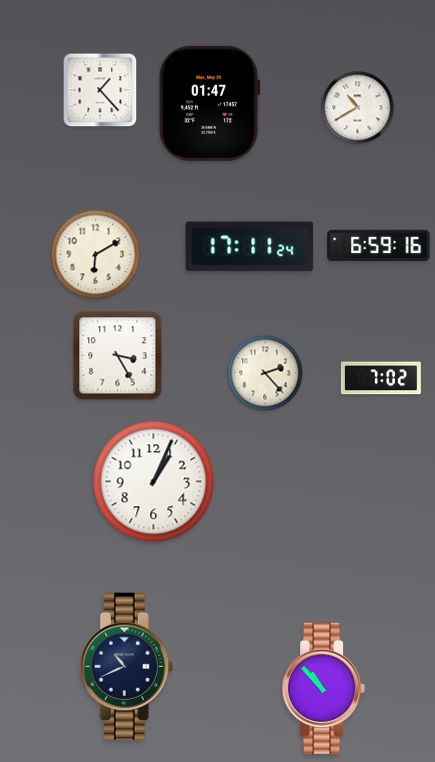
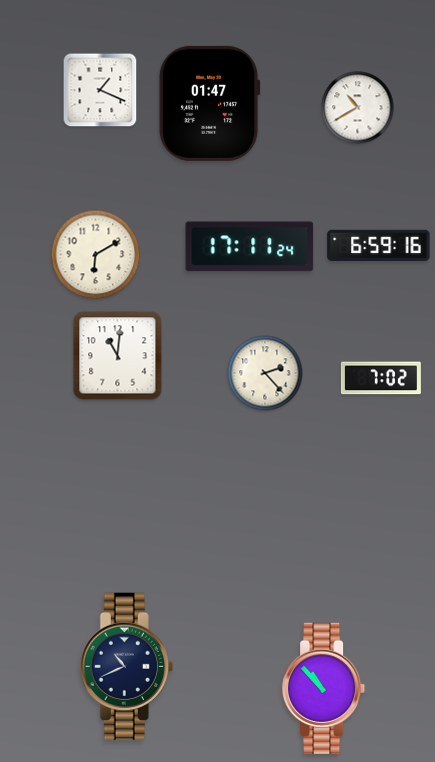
clock at (100, 90): 1:23 -> 1:19
clock at (118, 356): 3:25 -> 11:01
clock at (154, 482): 1:04 -> none
